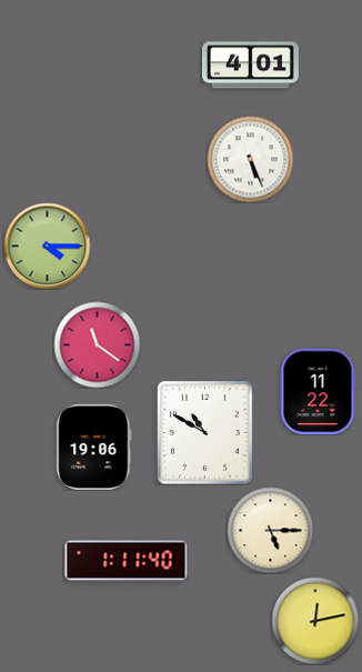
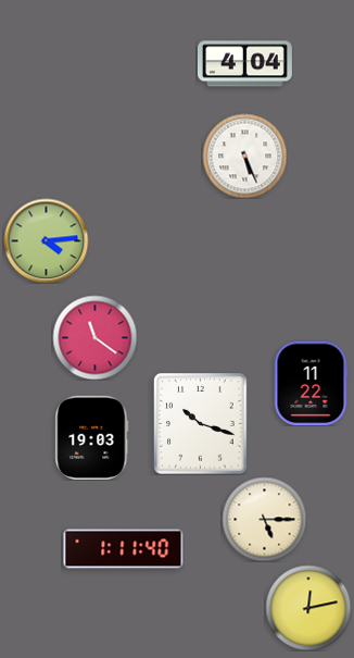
clock at (250, 66): 4:01 -> 4:04
clock at (47, 245): 4:15 -> 4:14
clock at (205, 433): 10:50 -> 10:18
clock at (94, 447): 19:06 -> 19:03
